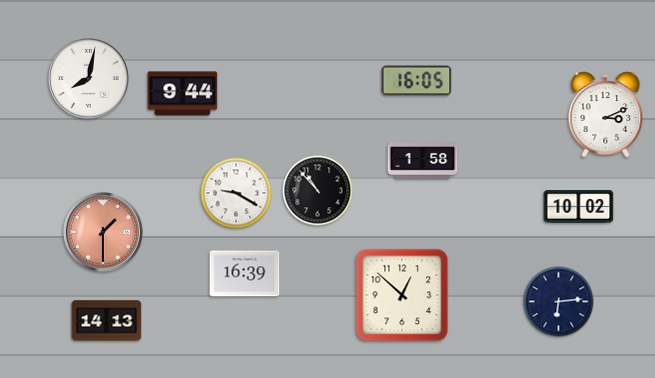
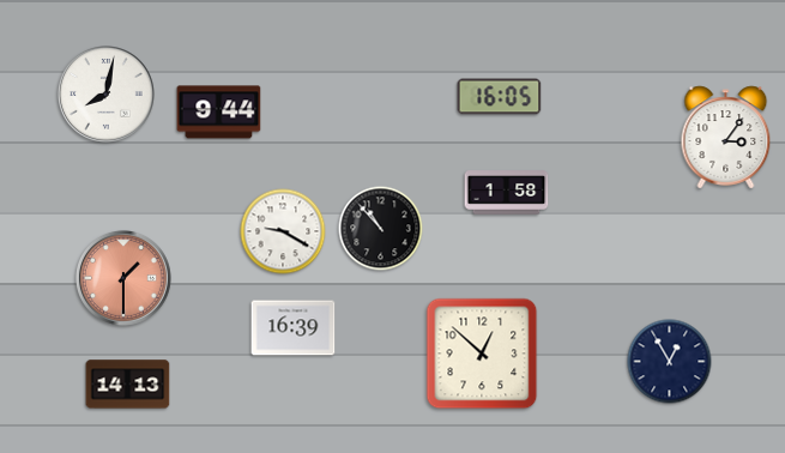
clock at (606, 115): 3:11 -> 3:06
clock at (579, 207): 10:02 -> none
clock at (559, 302): 6:14 -> 12:55
